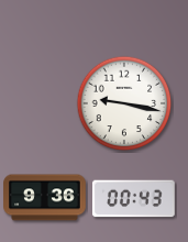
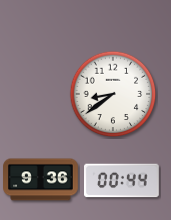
clock at (124, 103): 9:17 -> 8:39
clock at (134, 199): 00:43 -> 00:44
